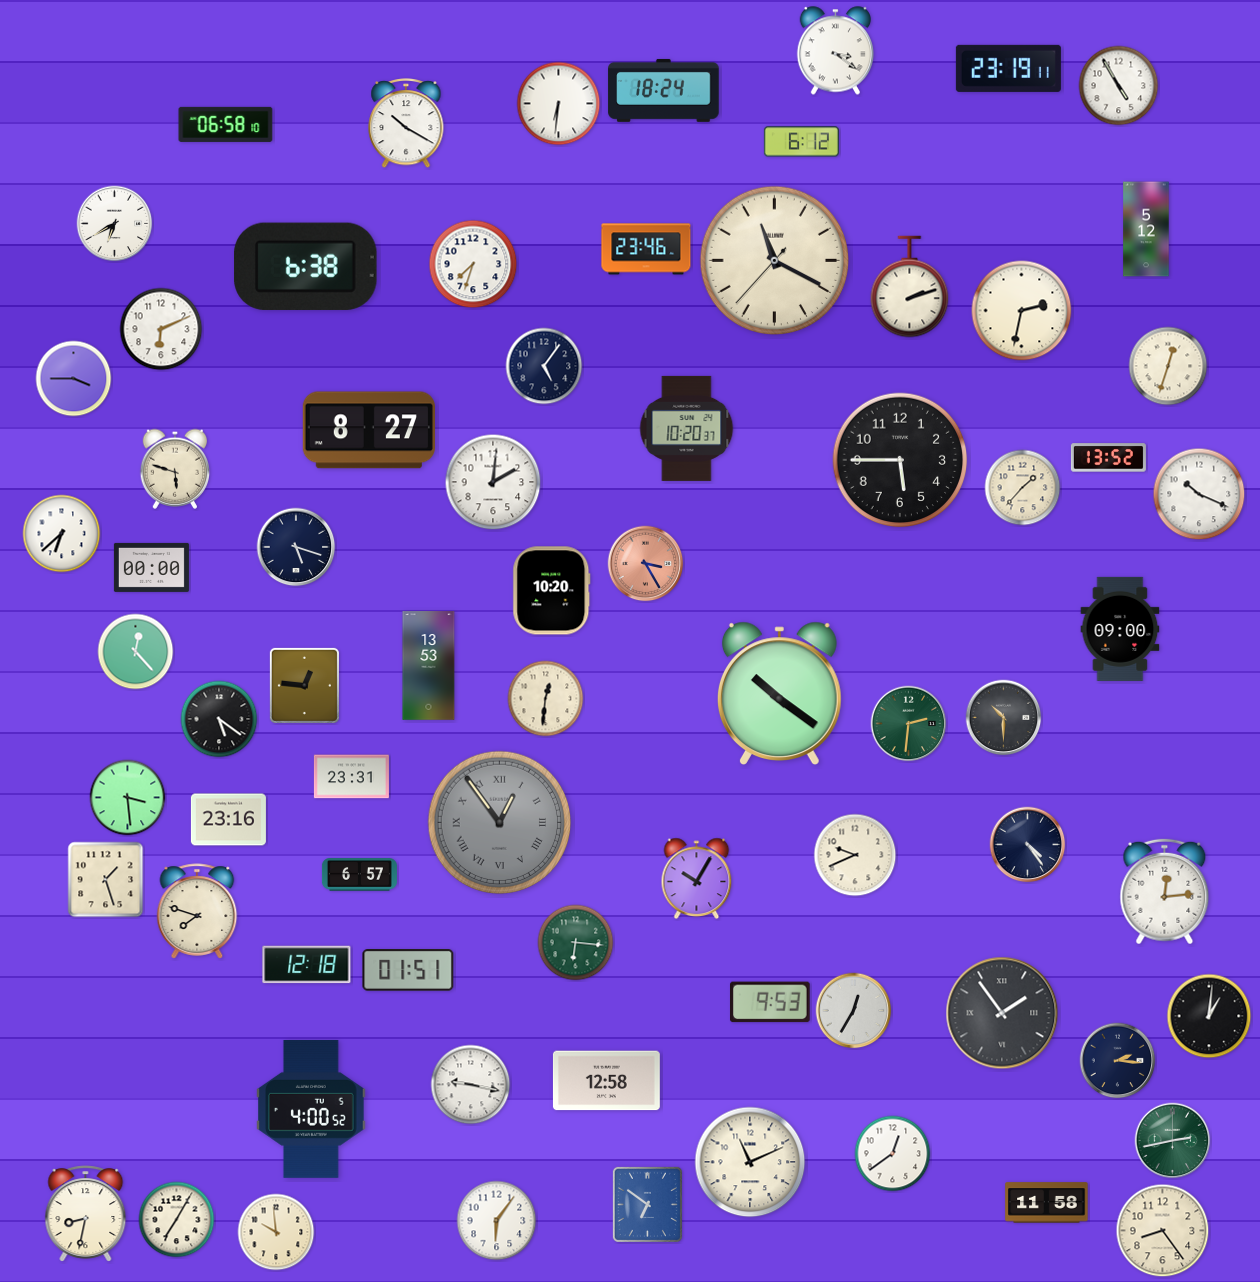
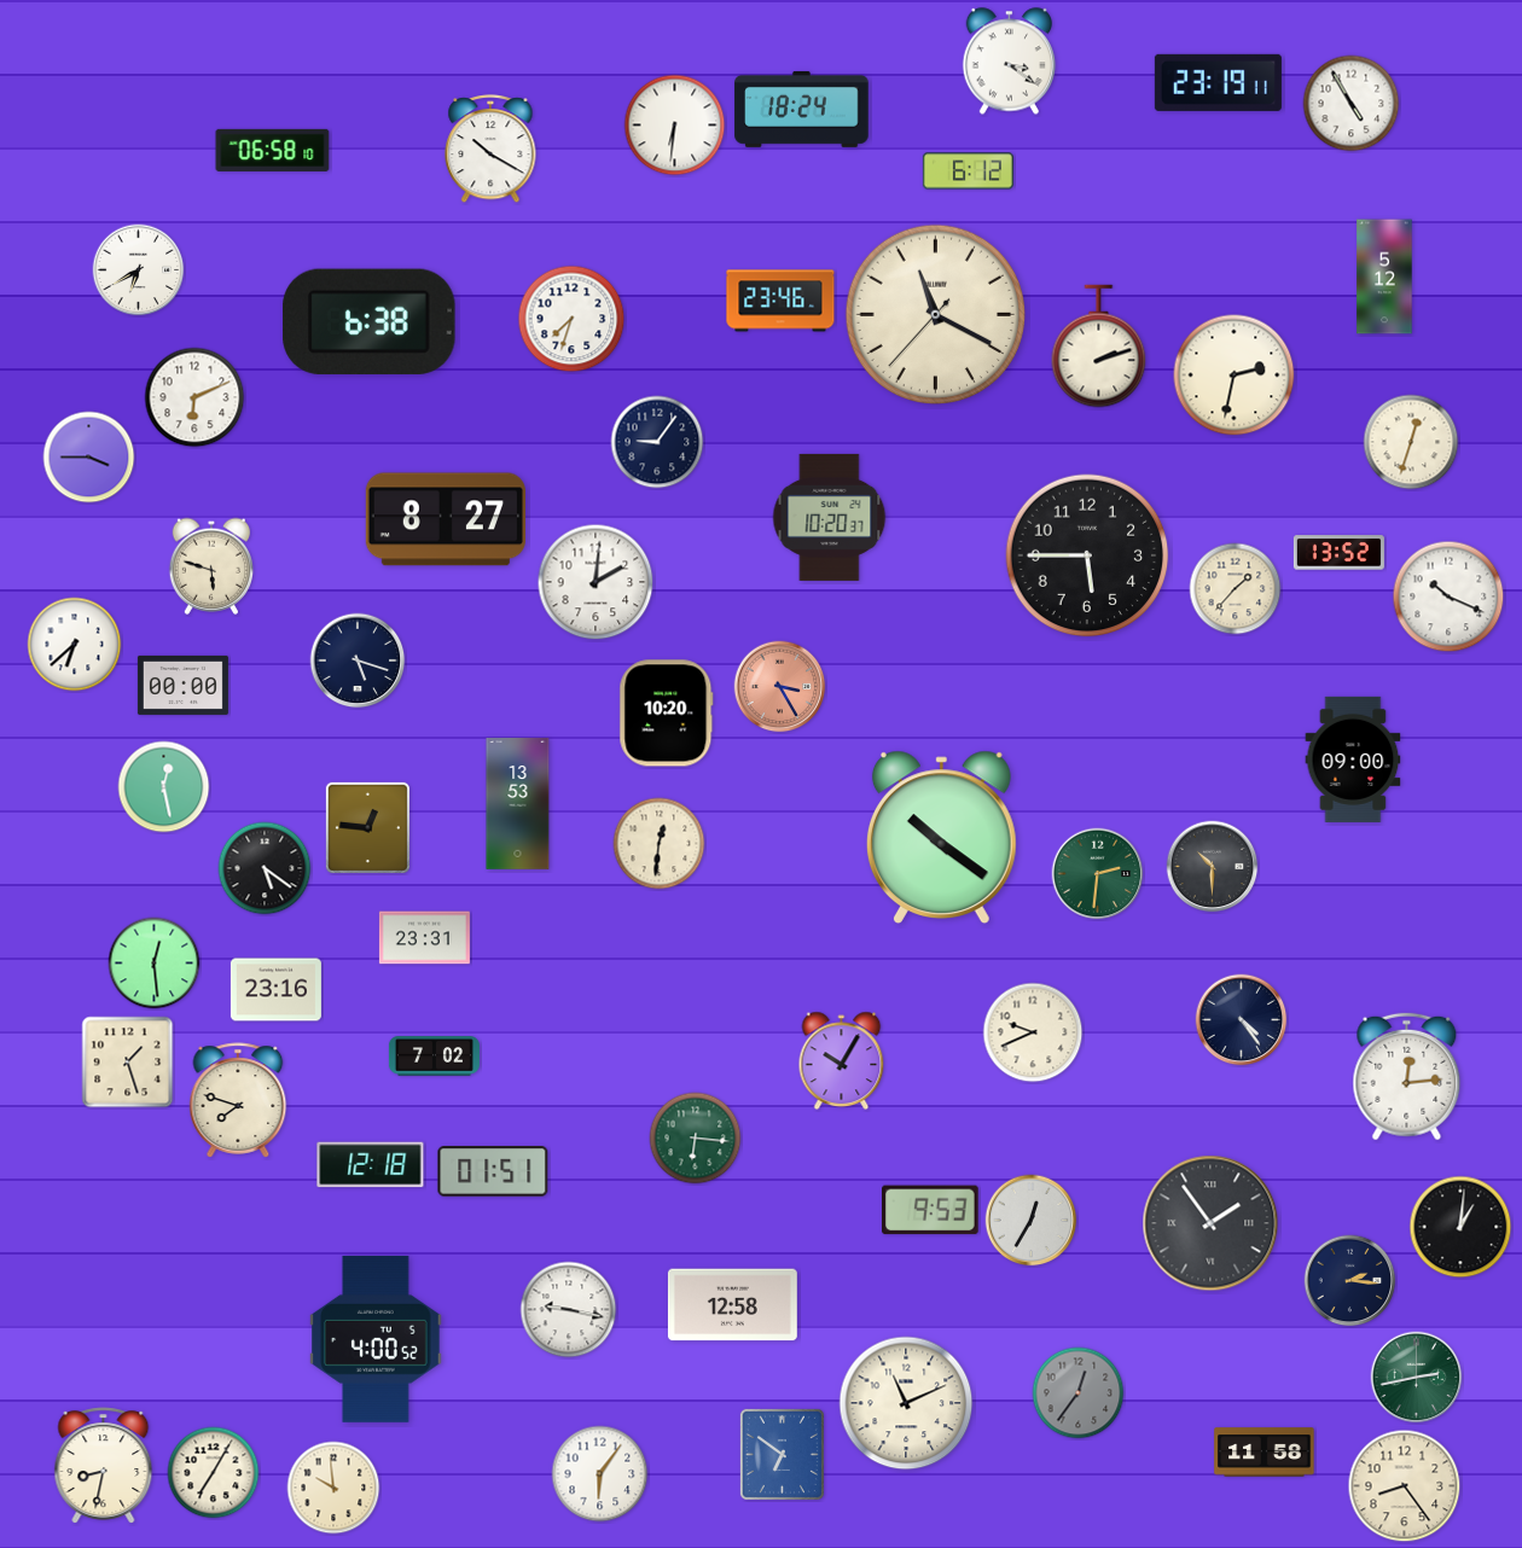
clock at (544, 366): 5:06 -> 9:06
clock at (646, 564) position: (646, 564) -> (780, 687)
clock at (136, 652): 12:23 -> 12:28
clock at (128, 798): 3:29 -> 12:29
clock at (500, 823): 12:54 -> none
clock at (359, 875): 6:57 -> 7:02
clock at (893, 1154): 12:39 -> 12:36
clock at (893, 1154) dial: white -> grey
